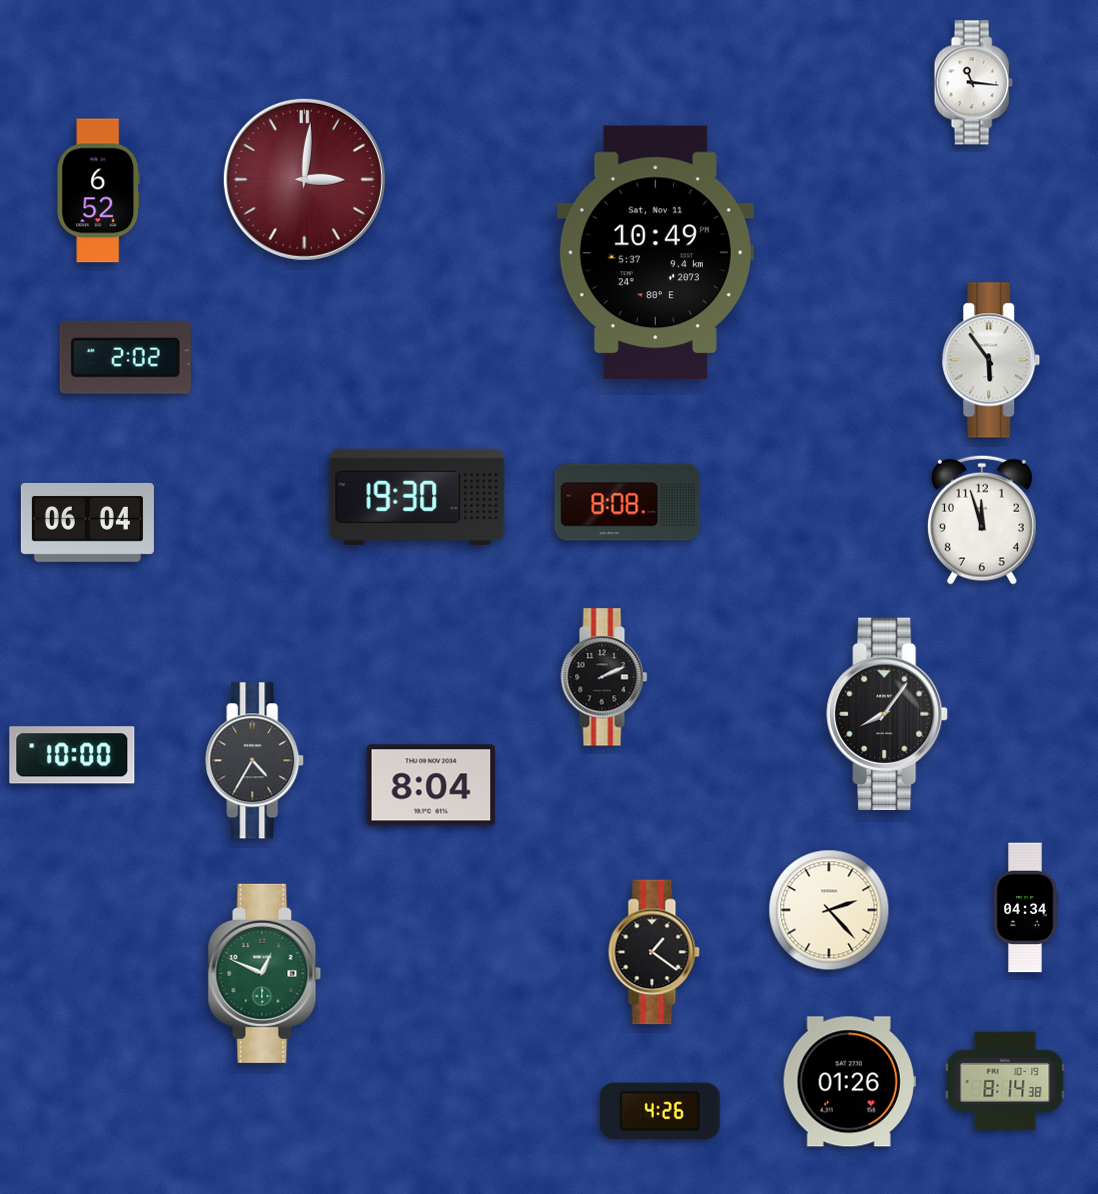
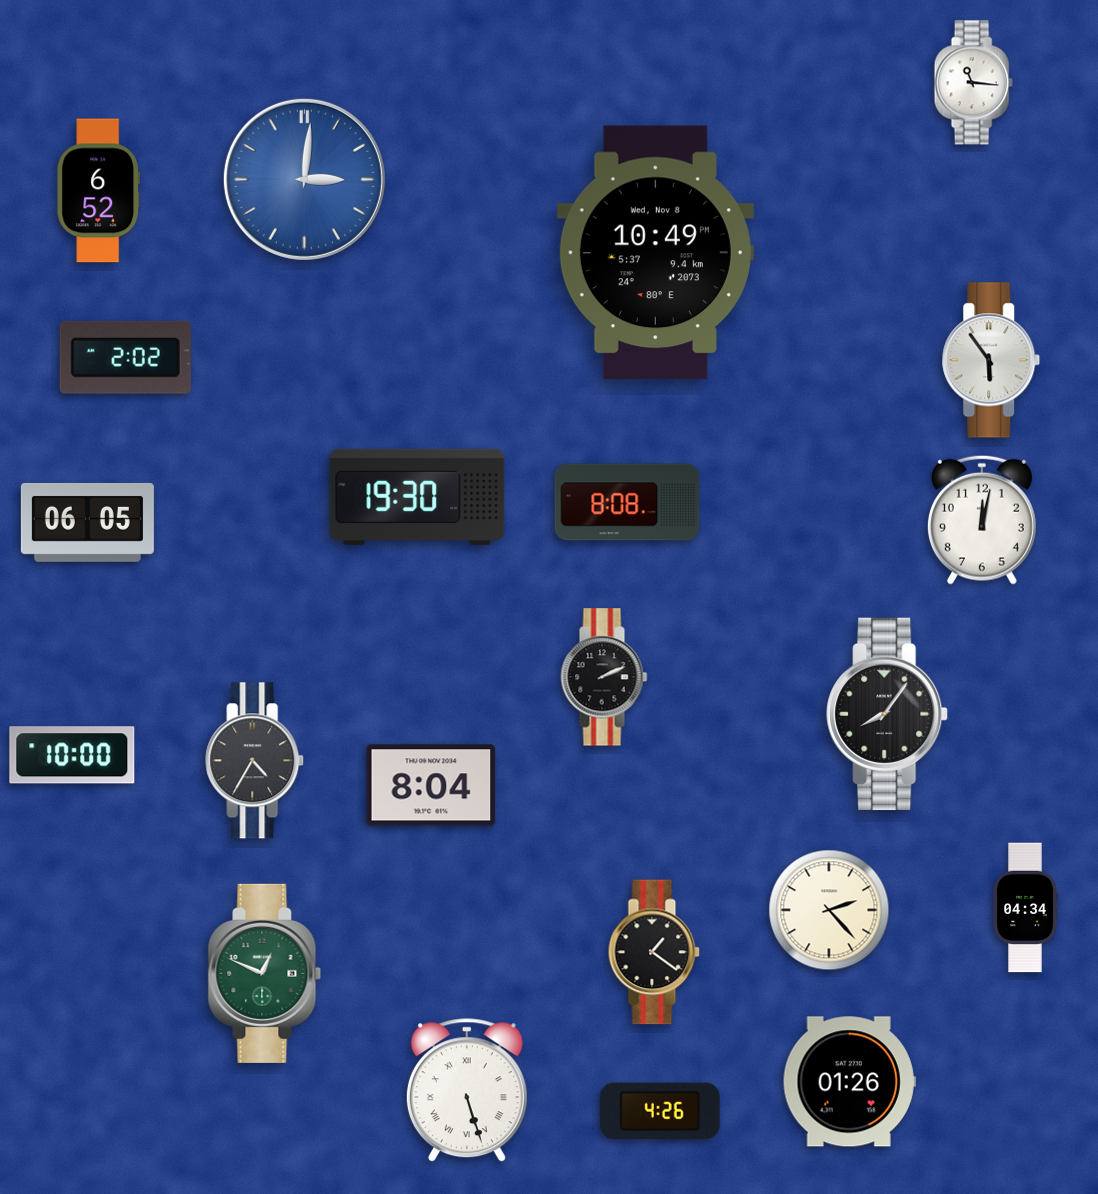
clock at (304, 179) dial: burgundy -> blue
clock at (655, 253) date: Sat, Nov 11 -> Wed, Nov 8
clock at (982, 520): 11:57 -> 12:02
clock at (87, 522): 06:04 -> 06:05
clock at (1005, 1081): 8:14 -> none
clock at (467, 1091): none -> 5:27
